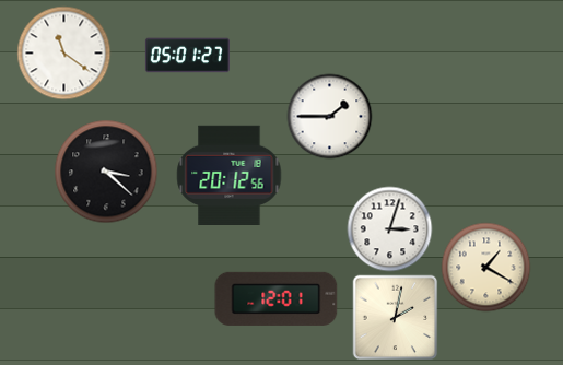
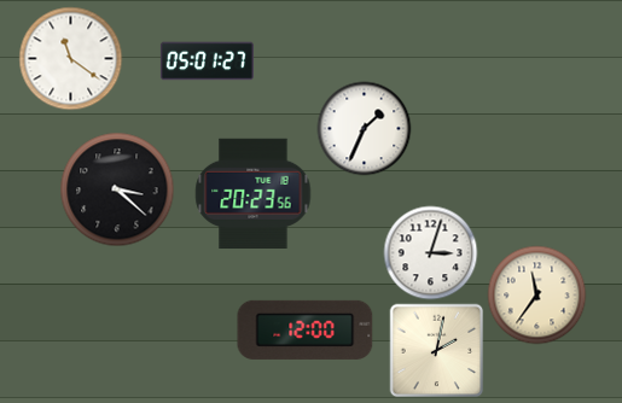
clock at (329, 116): 1:45 -> 1:34
clock at (230, 175): 20:12 -> 20:23
clock at (485, 267): 1:20 -> 11:36
clock at (277, 298): 12:01 -> 12:00
